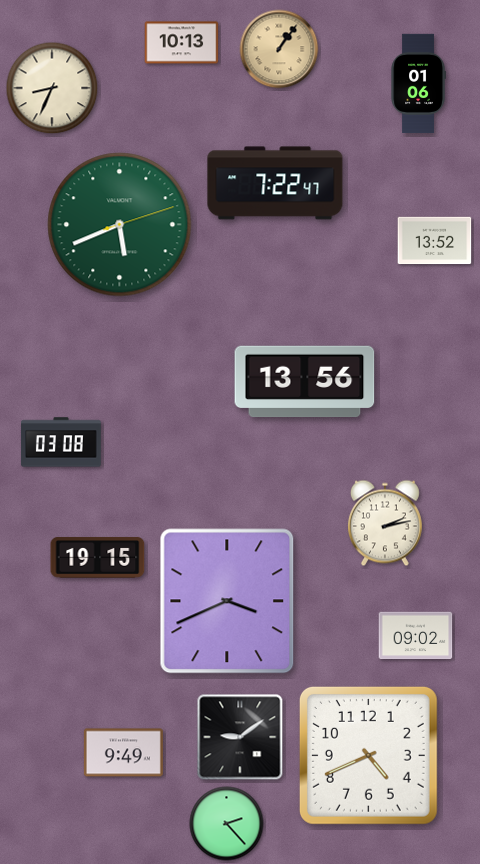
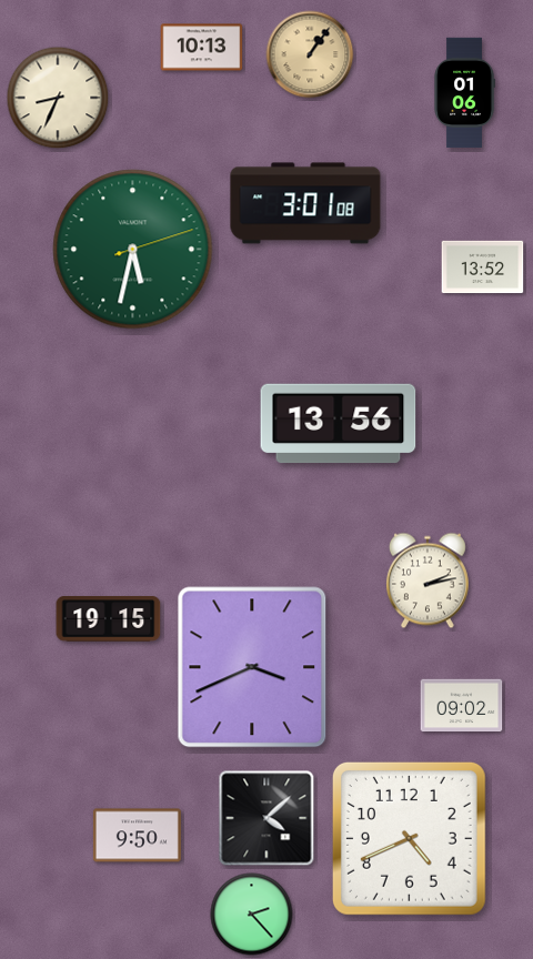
clock at (275, 183): 7:22 -> 3:01
clock at (120, 225): 5:41 -> 5:32
clock at (61, 442): 03:08 -> none
clock at (240, 737): 9:09 -> 4:08
clock at (123, 753): 9:49 -> 9:50
